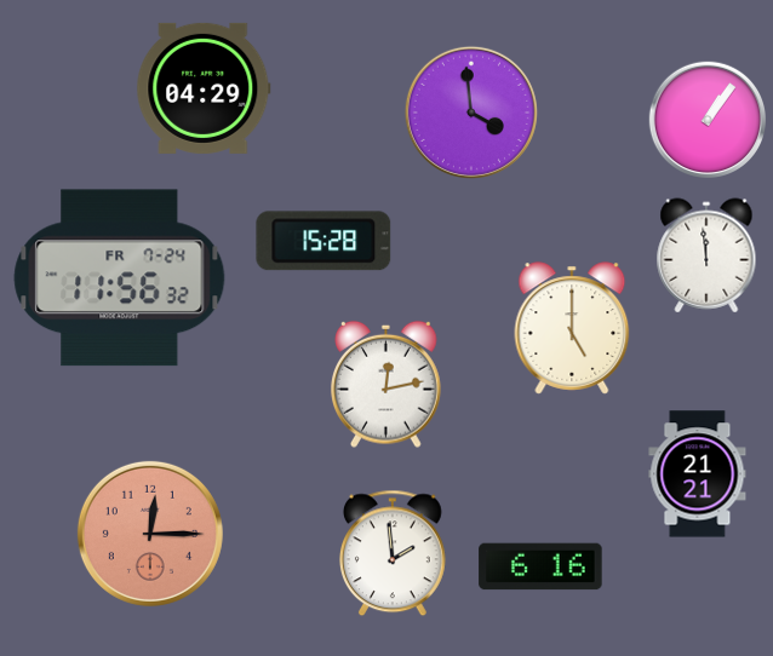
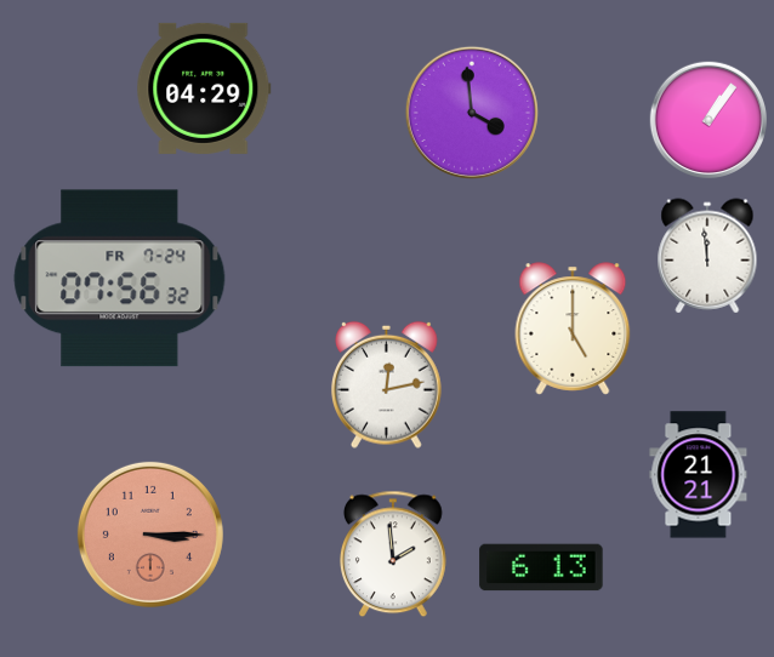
clock at (323, 241): 15:28 -> none
clock at (120, 278): 11:56 -> 07:56
clock at (150, 534): 12:15 -> 3:15
clock at (540, 566): 6:16 -> 6:13
